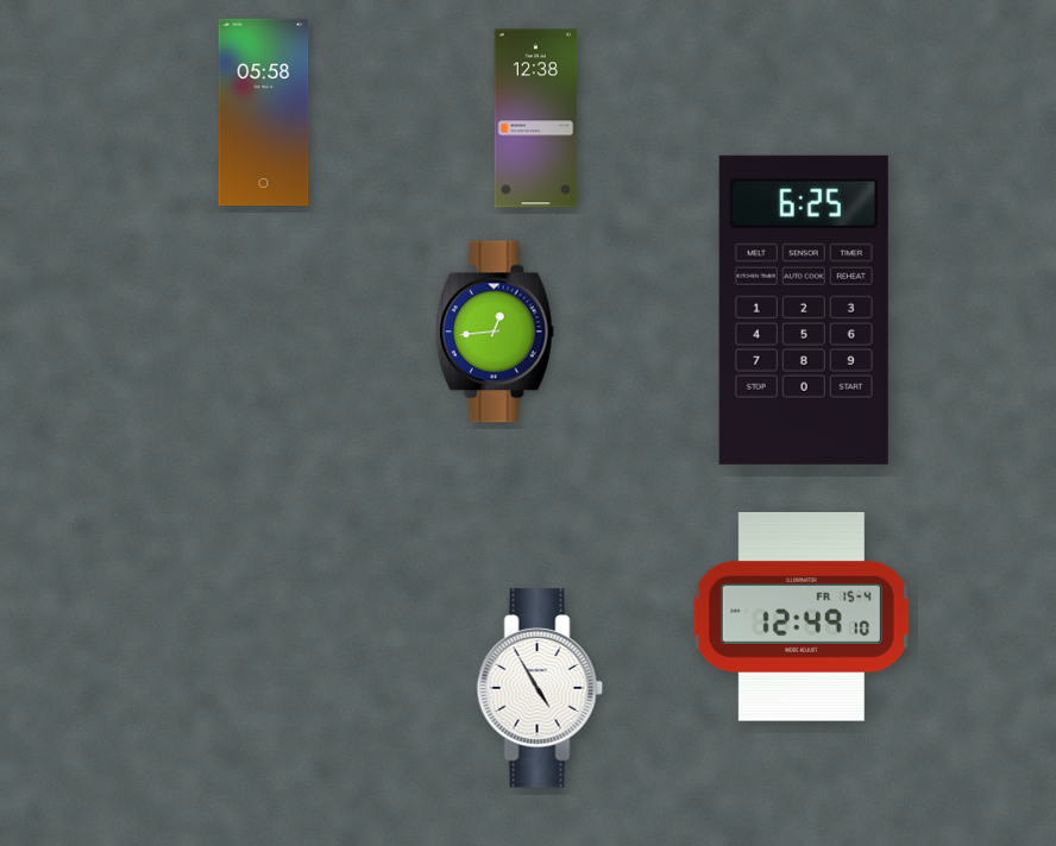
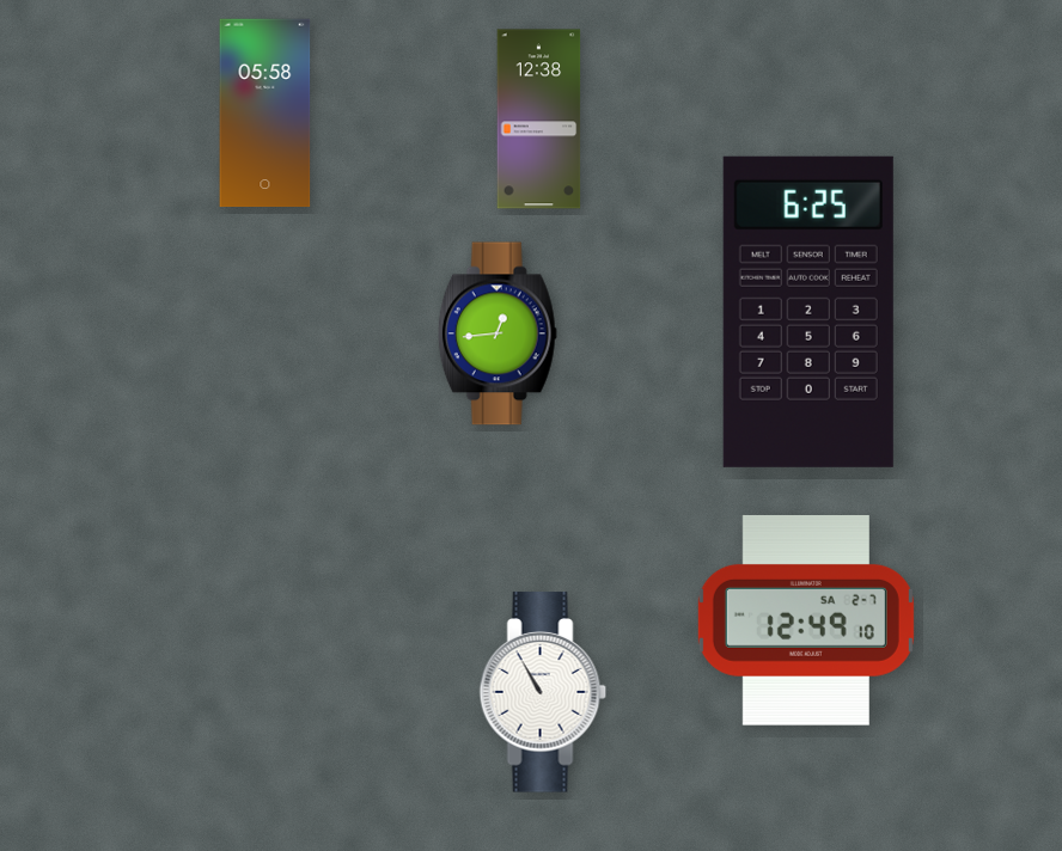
clock at (802, 617) date: FR 15-4 -> SA 2-7
clock at (540, 688): 4:55 -> 10:55
